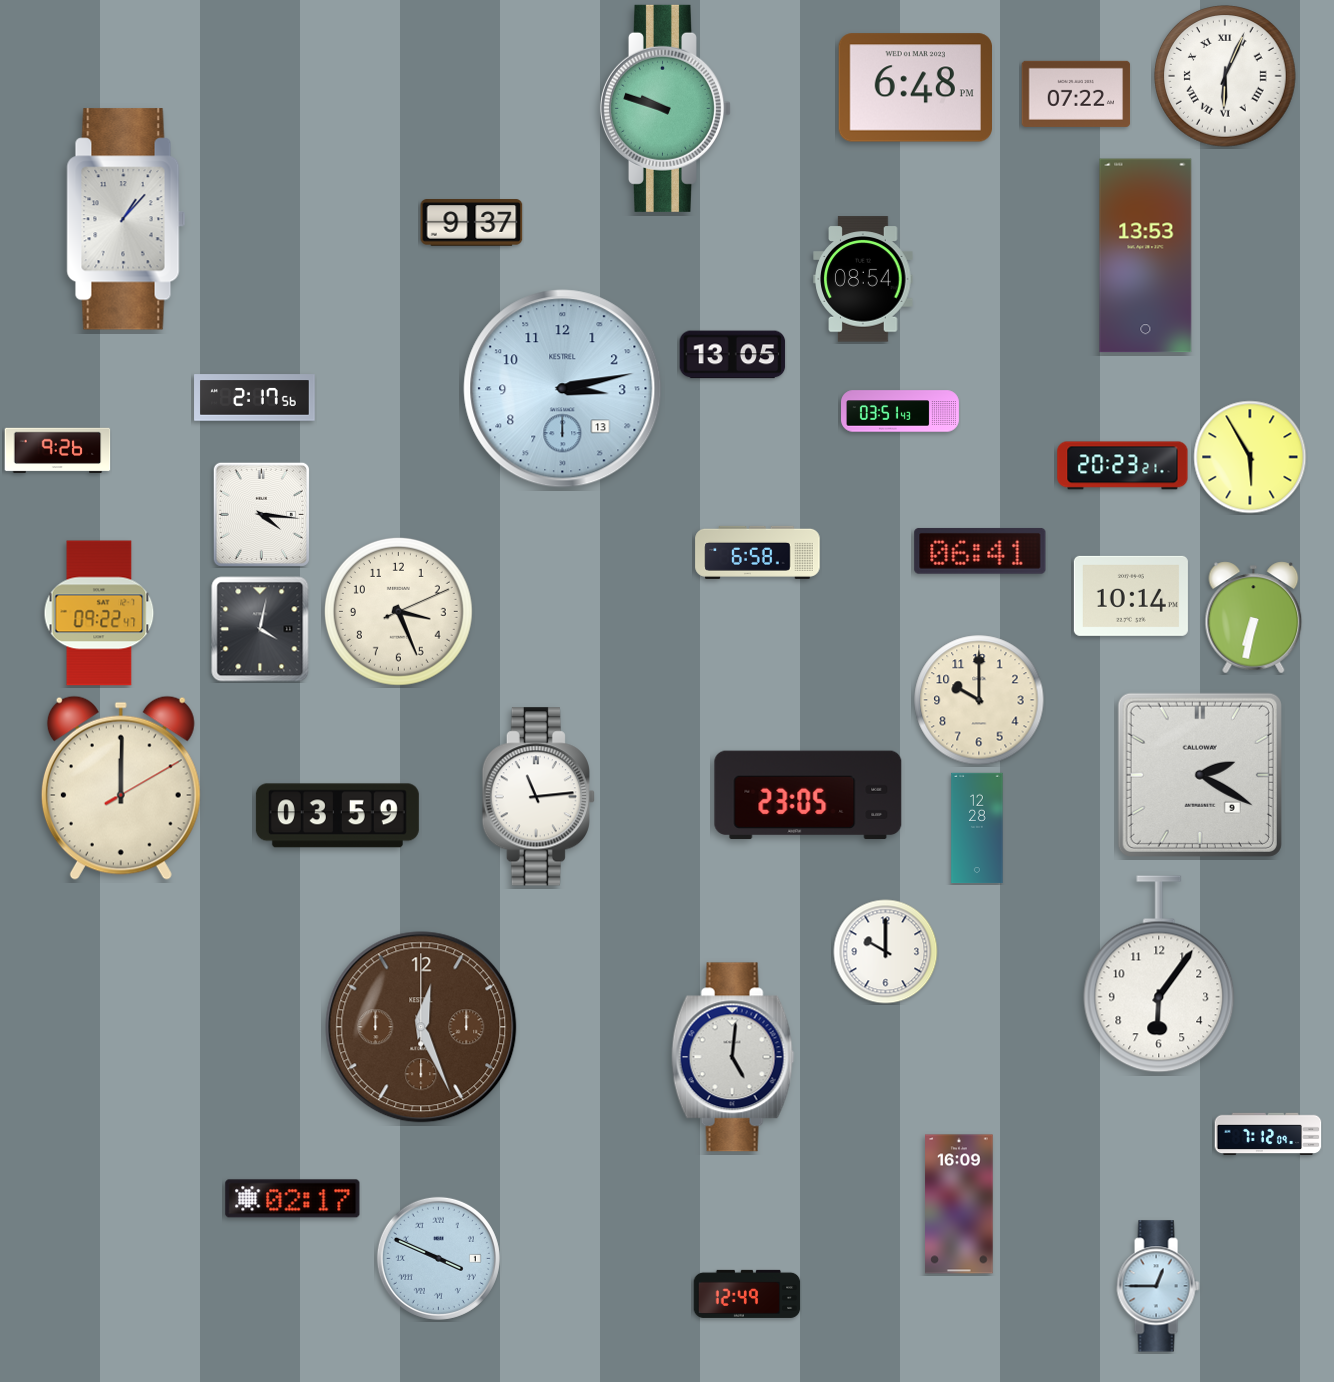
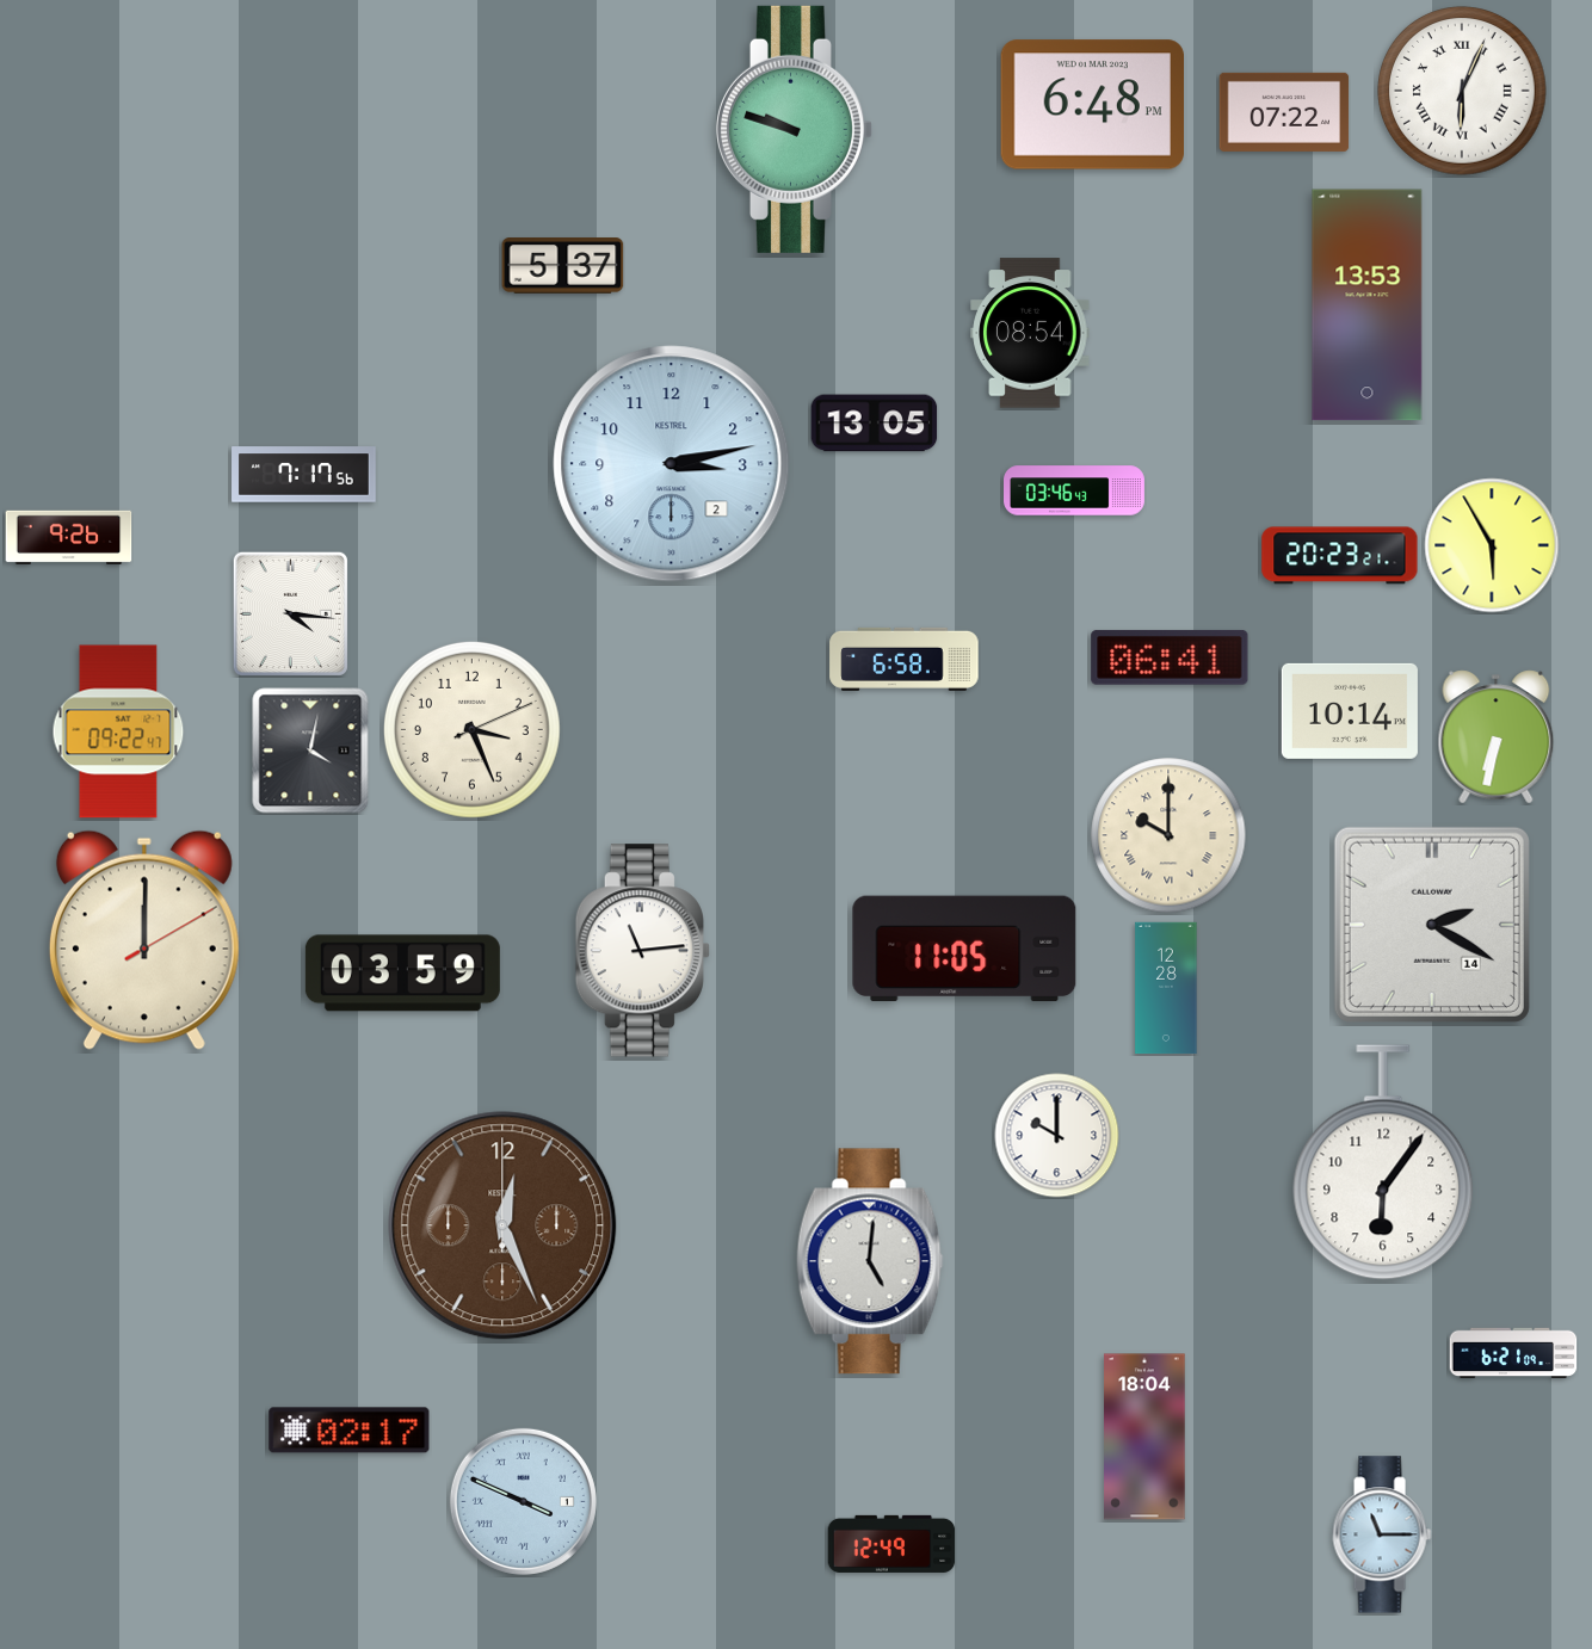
clock at (126, 219): 1:07 -> none
clock at (472, 223): 9:37 -> 5:37
clock at (563, 389) date: 13 -> 2
clock at (255, 398): 2:17 -> 7:17
clock at (901, 411): 03:51 -> 03:46
clock at (261, 514) position: (261, 514) -> (290, 613)
clock at (398, 611) position: (398, 611) -> (471, 729)
clock at (979, 700) numerals: Arabic -> Roman
clock at (1200, 775) date: 9 -> 14
clock at (808, 795): 23:05 -> 11:05
clock at (733, 1057) position: (733, 1057) -> (870, 1261)
clock at (1268, 1134): 7:12 -> 6:21
clock at (959, 1204): 16:09 -> 18:04
clock at (1158, 1286): 12:45 -> 11:15
